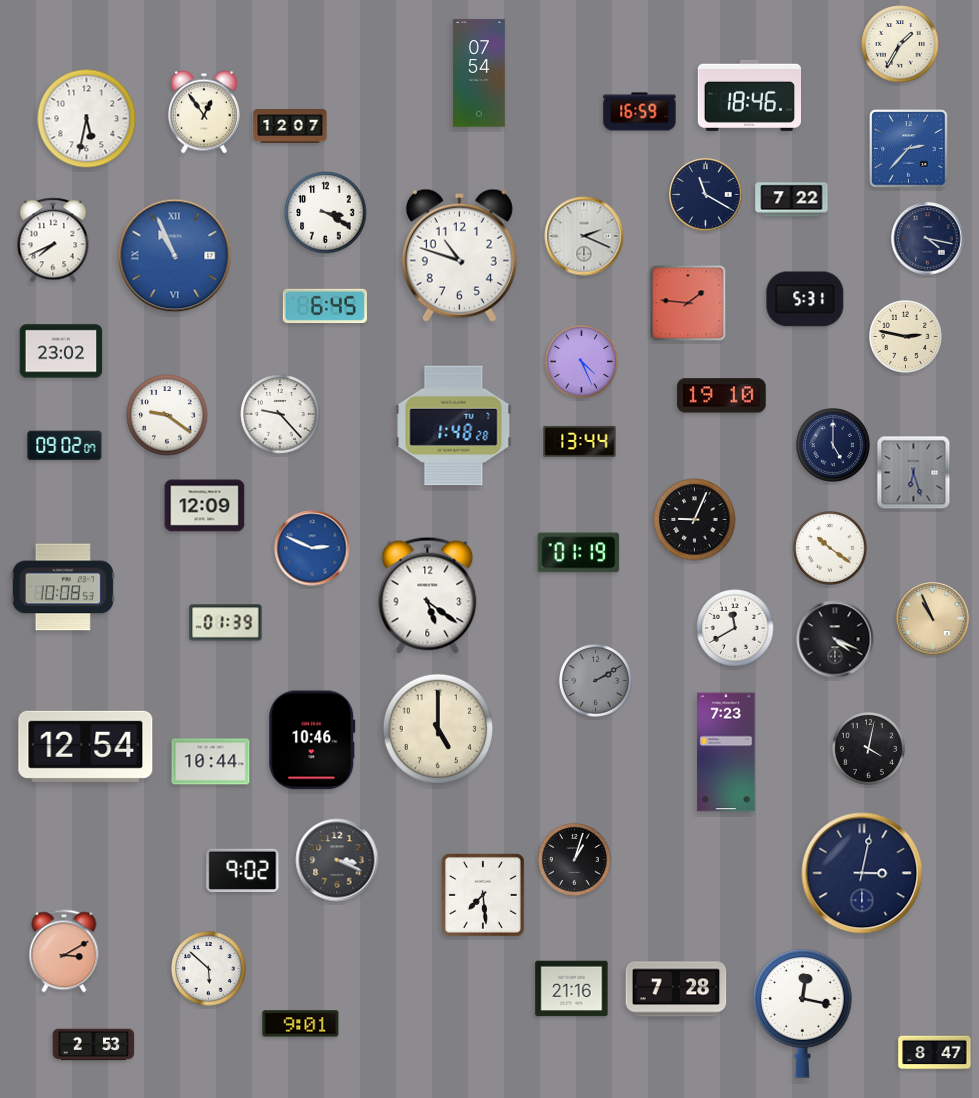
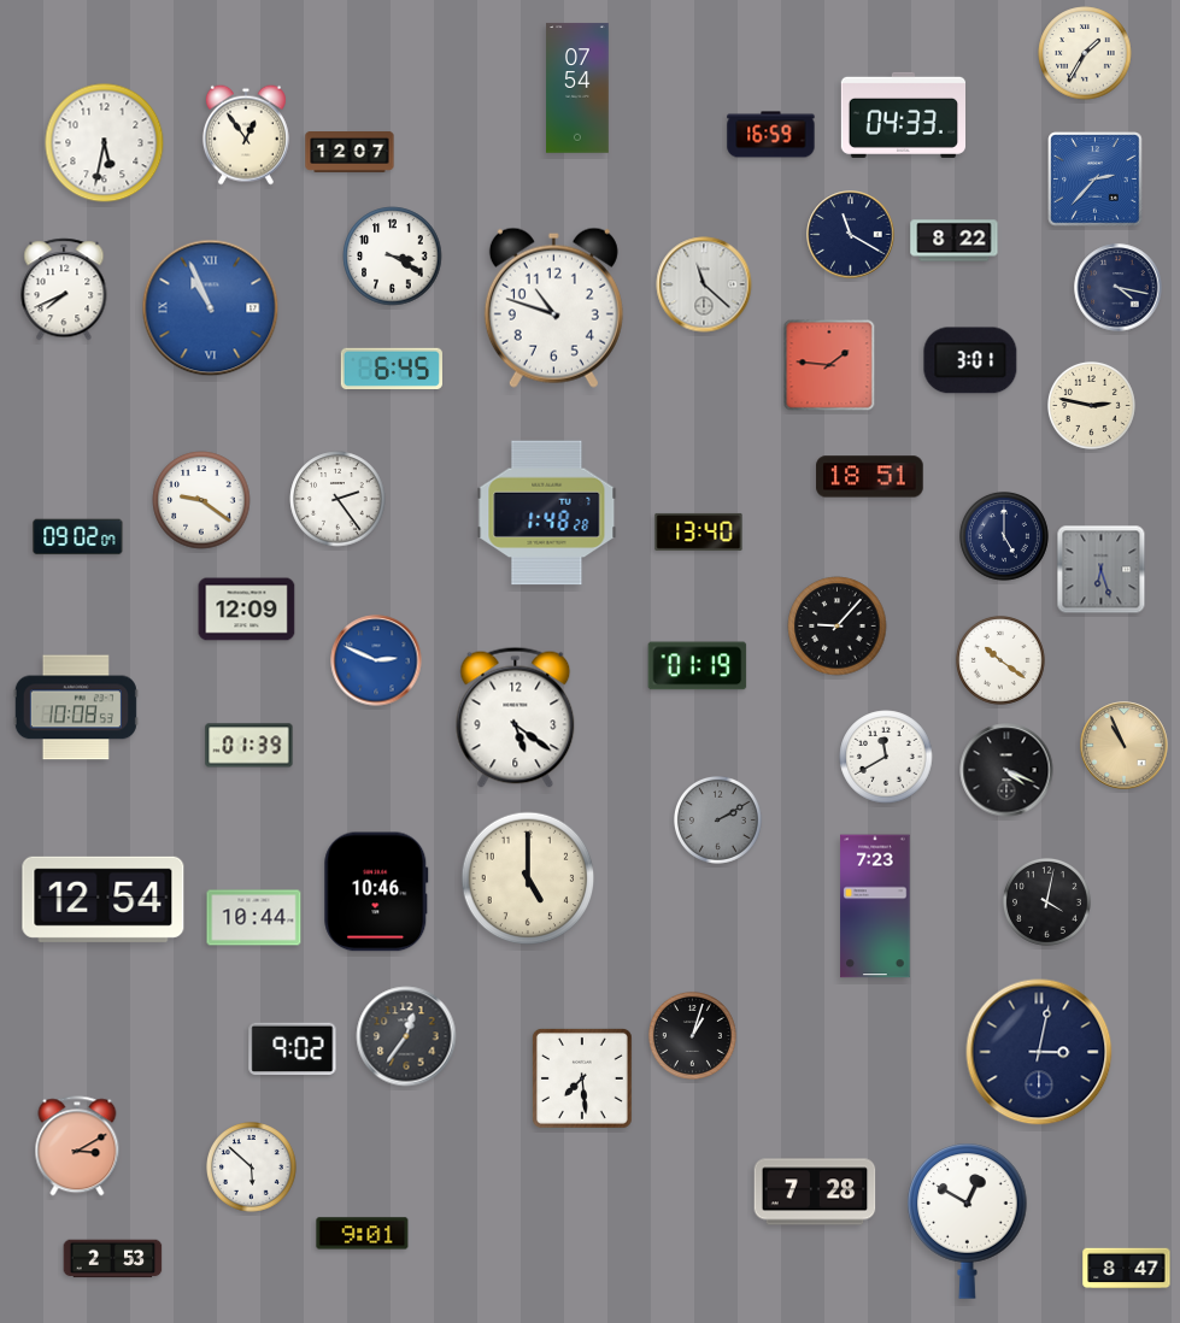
clock at (749, 95): 18:46 -> 04:33
clock at (792, 200): 7:22 -> 8:22
clock at (584, 236): 2:19 -> 11:22
clock at (805, 299): 5:31 -> 3:01
clock at (61, 351): 23:02 -> none
clock at (581, 361): 4:26 -> none
clock at (722, 396): 19:10 -> 18:51
clock at (280, 414): 9:23 -> 2:24
clock at (580, 441): 13:44 -> 13:40
clock at (695, 520): 9:04 -> 9:07
clock at (226, 623) position: (226, 623) -> (249, 746)
clock at (337, 860): 3:19 -> 12:36
clock at (572, 989): 21:16 -> none
clock at (803, 1014): 12:17 -> 12:50
